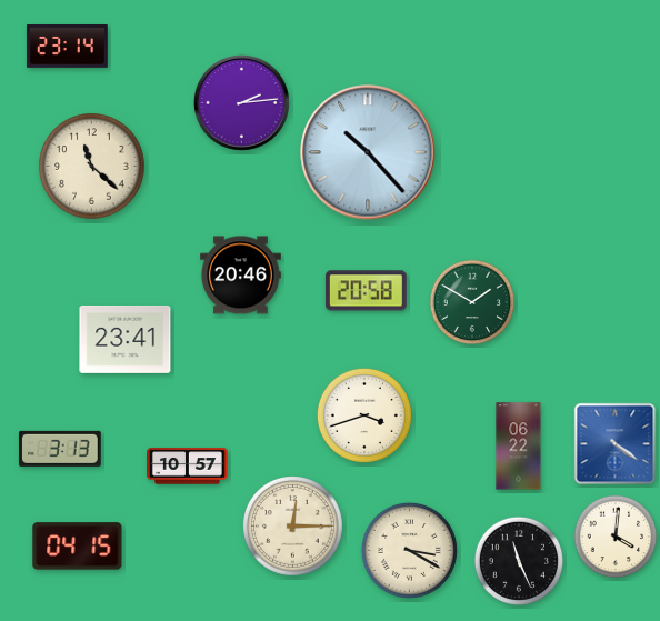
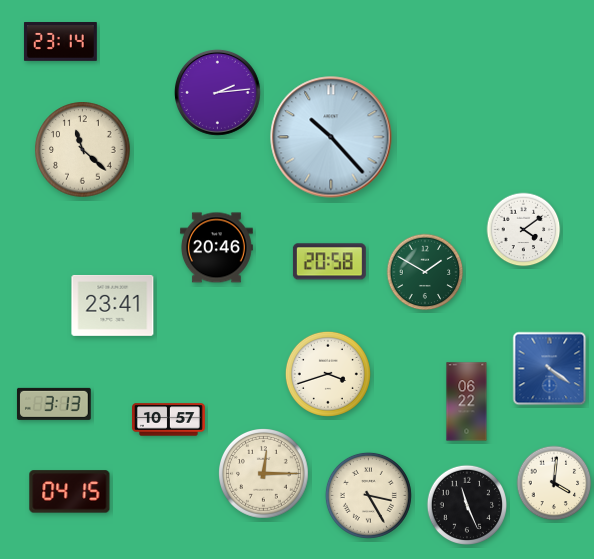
clock at (524, 230): none -> 4:09
clock at (616, 444) position: (616, 444) -> (550, 369)
clock at (409, 550): 3:20 -> 3:25
